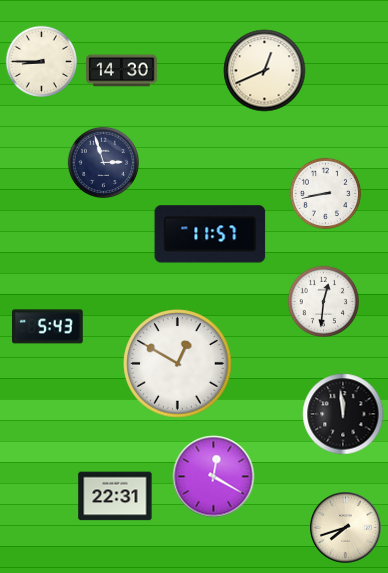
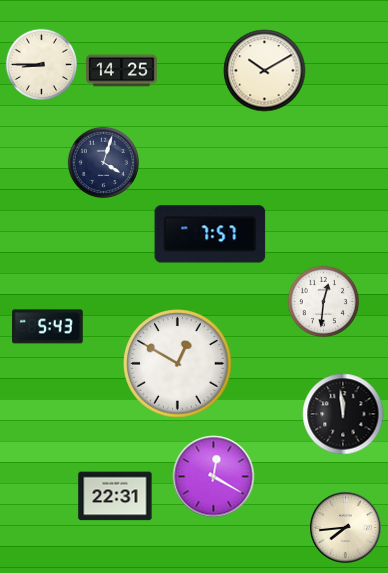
clock at (41, 61) position: (41, 61) -> (41, 64)
clock at (122, 71): 14:30 -> 14:25
clock at (265, 71): 12:41 -> 10:10
clock at (103, 162): 2:57 -> 4:03
clock at (325, 193): 8:43 -> none
clock at (210, 234): 11:57 -> 7:57
clock at (346, 528): 7:42 -> 7:44
